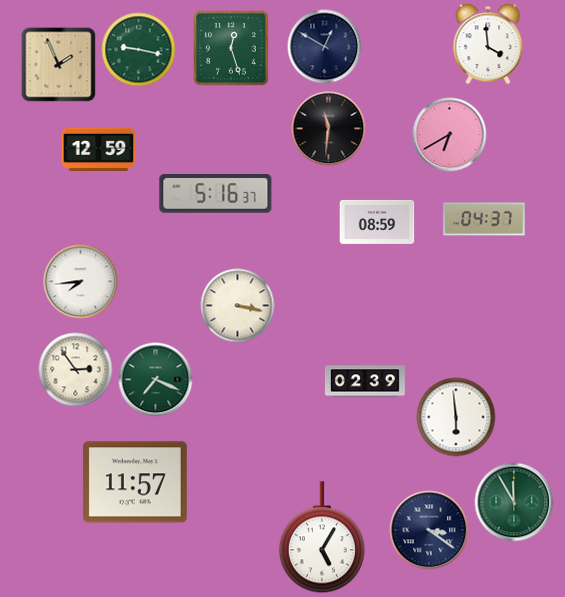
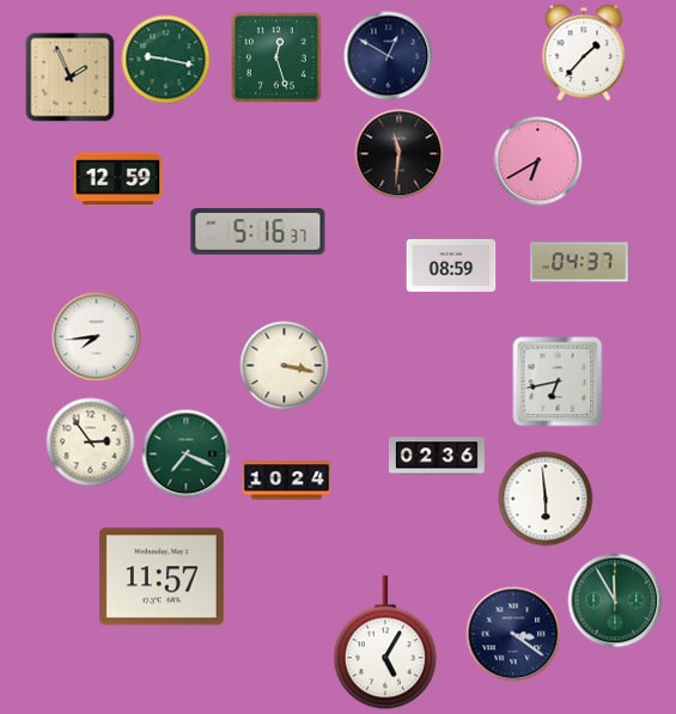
clock at (488, 44): 3:59 -> 1:37
clock at (329, 129) position: (329, 129) -> (400, 154)
clock at (558, 382): none -> 6:43
clock at (365, 381): 02:39 -> 02:36
clock at (287, 481): none -> 10:24
